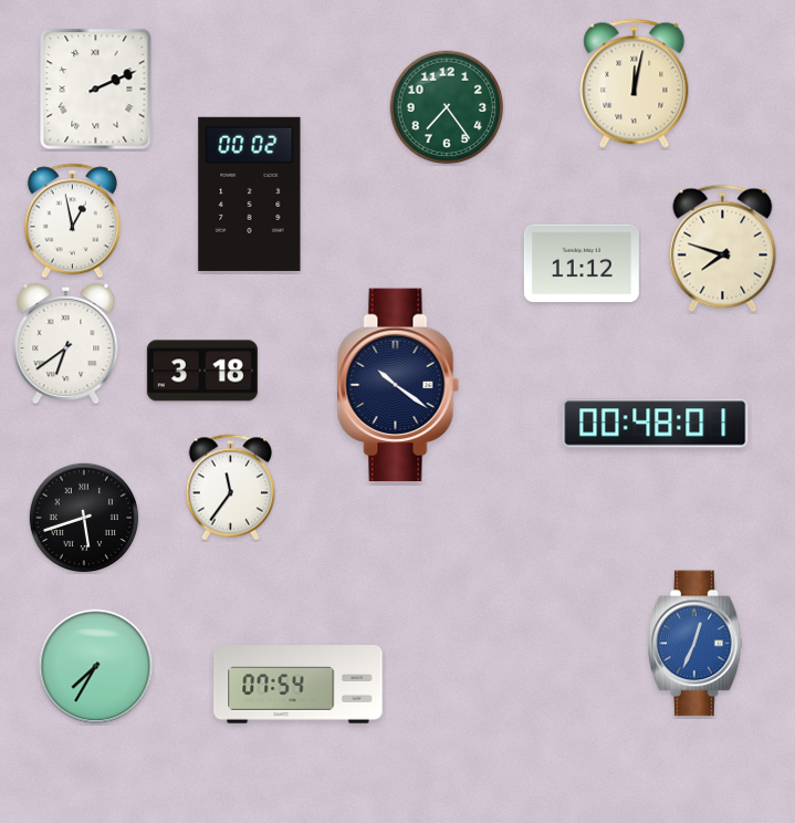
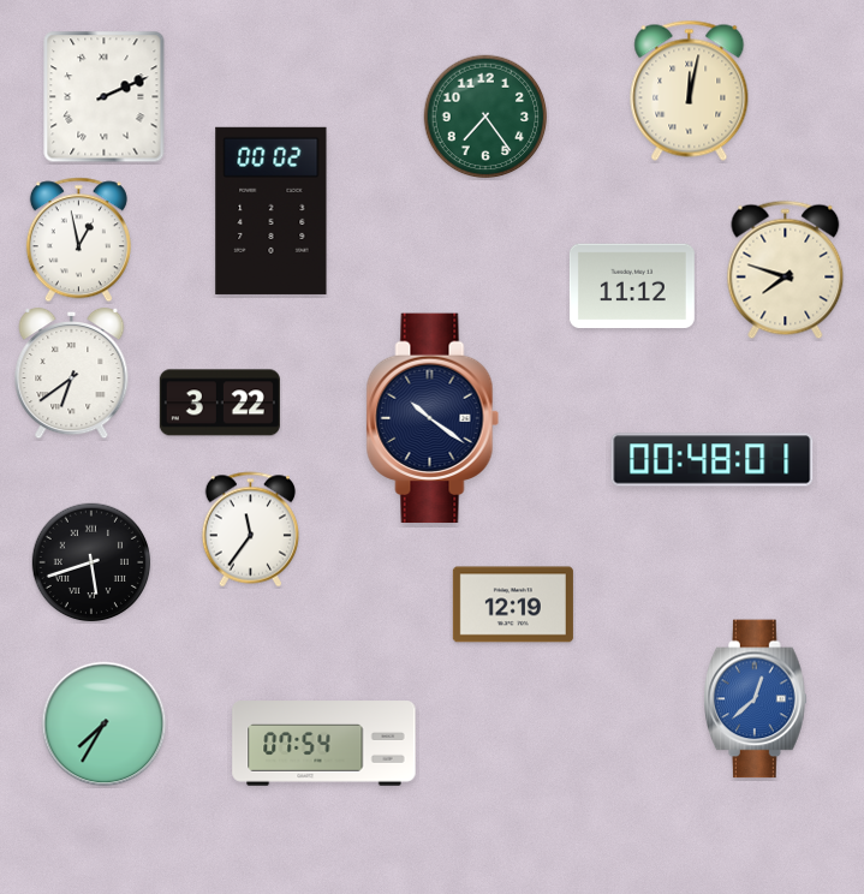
clock at (202, 371): 3:18 -> 3:22
clock at (513, 604): none -> 12:19
clock at (695, 644): 12:34 -> 12:38
